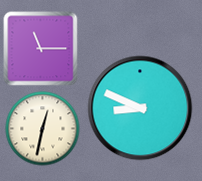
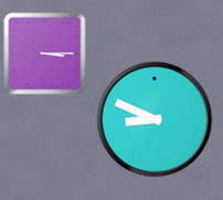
clock at (41, 49): 11:15 -> 3:15
clock at (43, 129): 12:32 -> none
